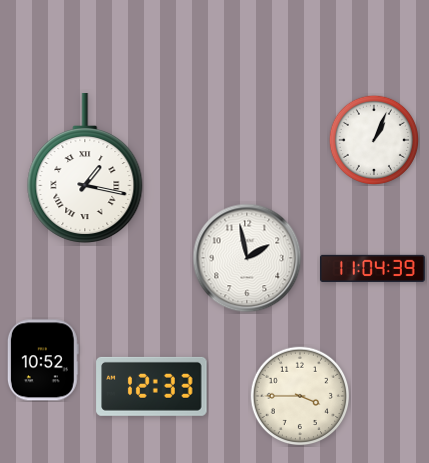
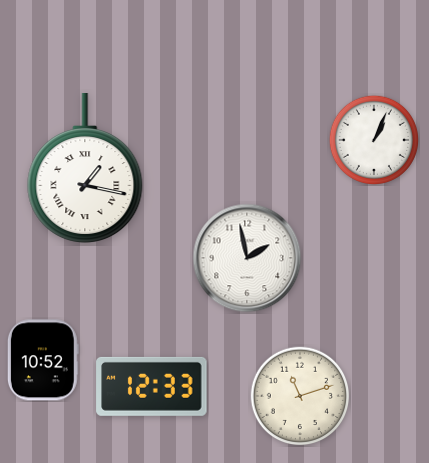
clock at (372, 268): 11:04 -> none
clock at (300, 396): 3:45 -> 11:12
